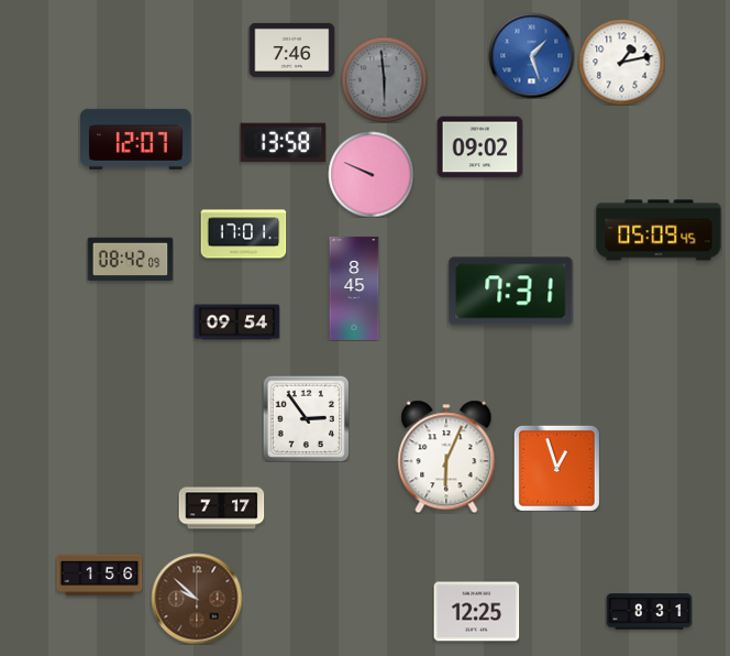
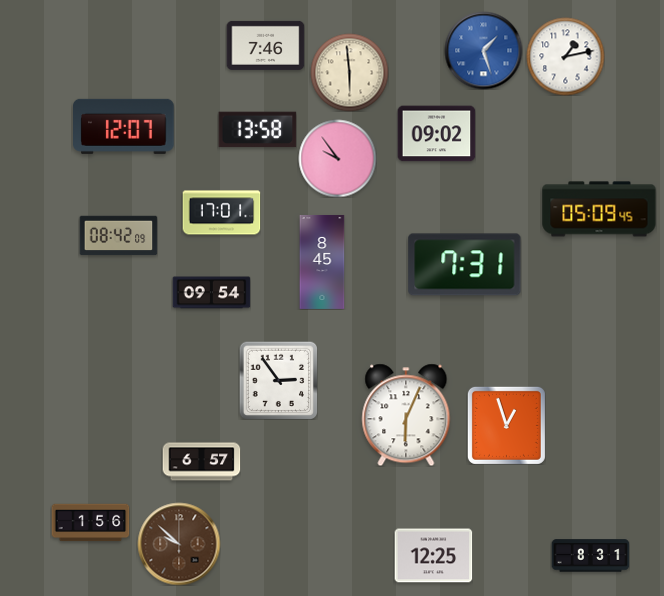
clock at (384, 79) dial: grey -> cream
clock at (370, 174): 9:49 -> 9:54
clock at (236, 322) position: (236, 322) -> (211, 293)
clock at (221, 509): 7:17 -> 6:57
